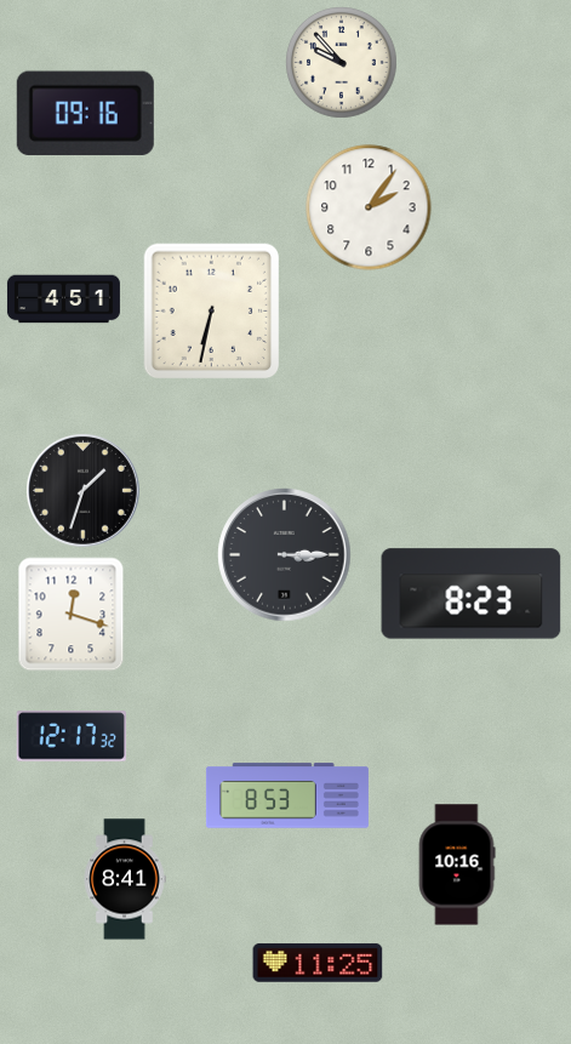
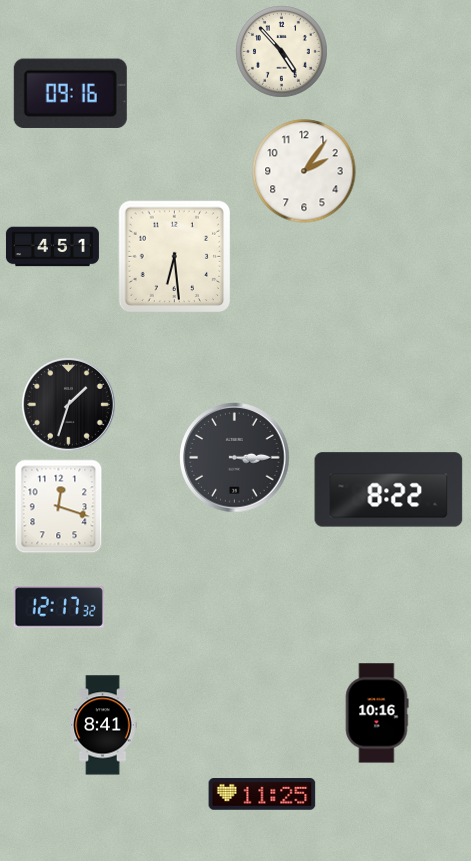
clock at (342, 63): 9:53 -> 4:53
clock at (212, 312): 6:32 -> 6:29
clock at (472, 594): 8:23 -> 8:22
clock at (287, 795): 8:53 -> none
